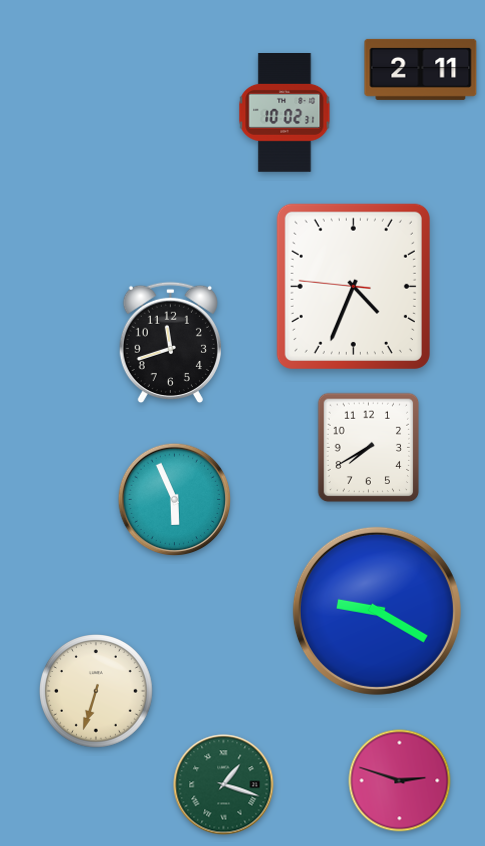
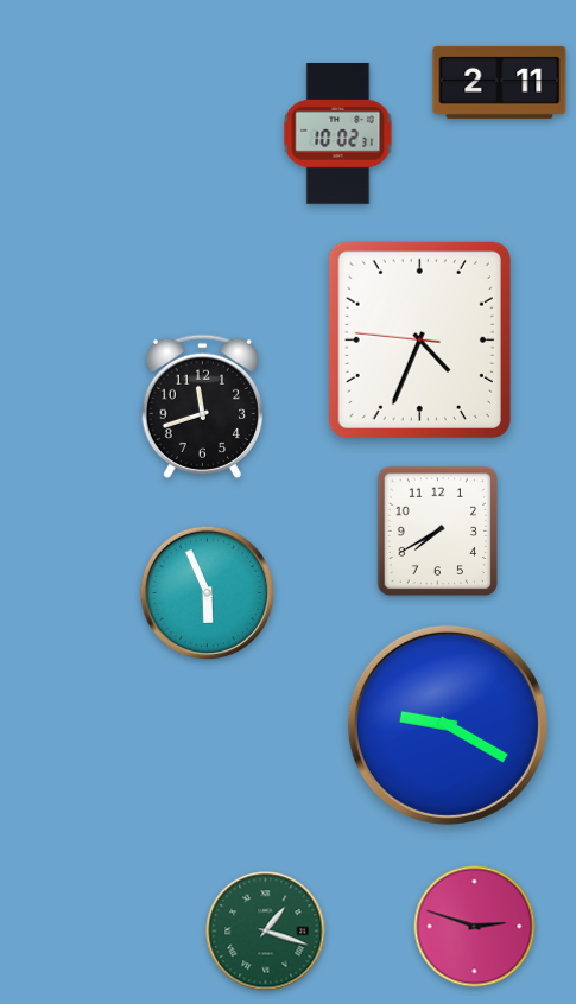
clock at (97, 692): 6:33 -> none
